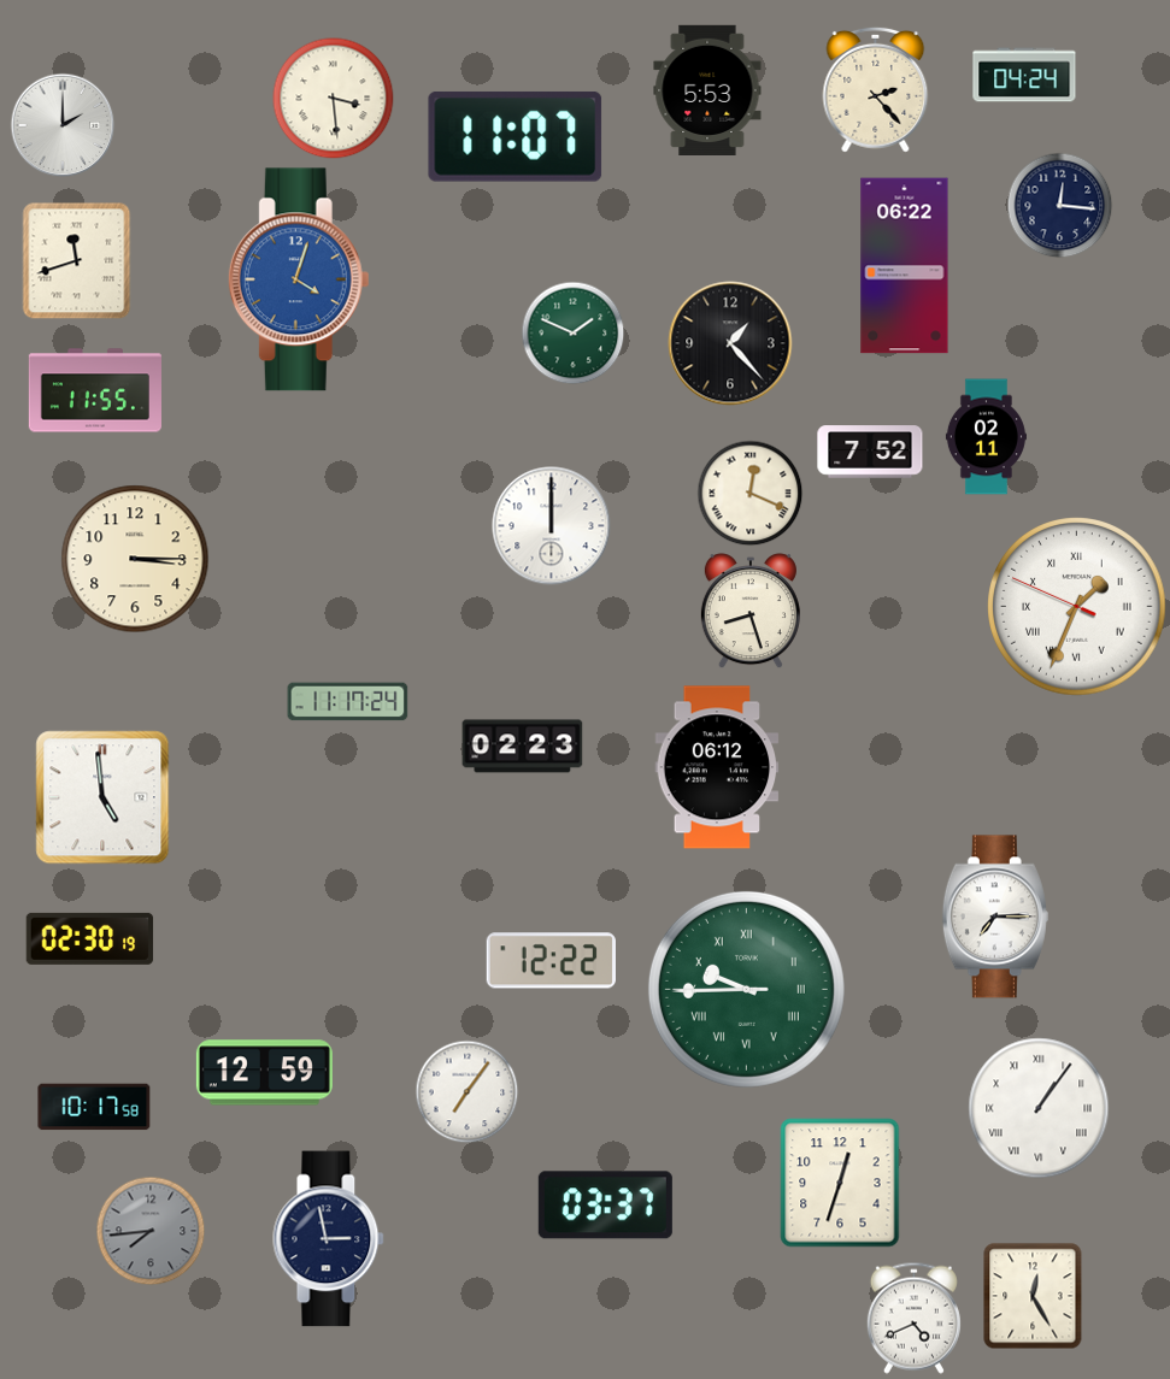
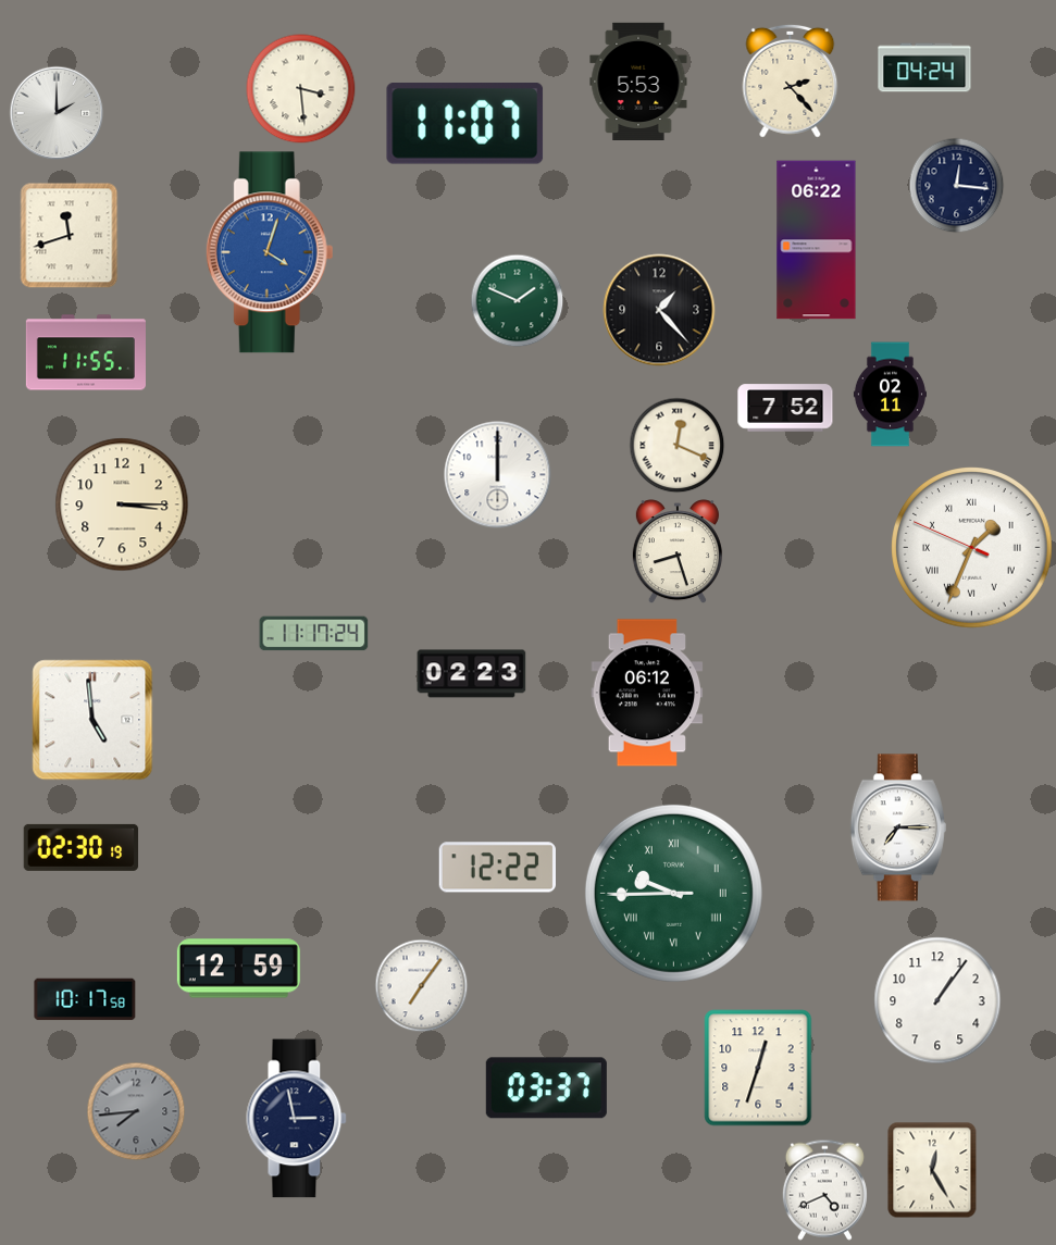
clock at (1039, 1108) numerals: Roman -> Arabic
